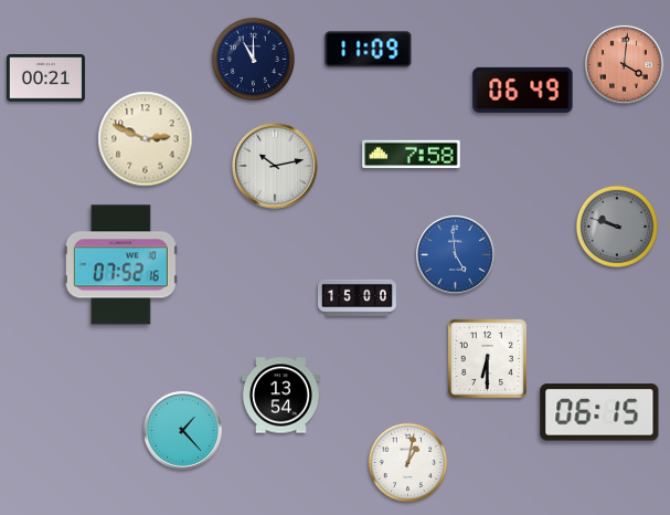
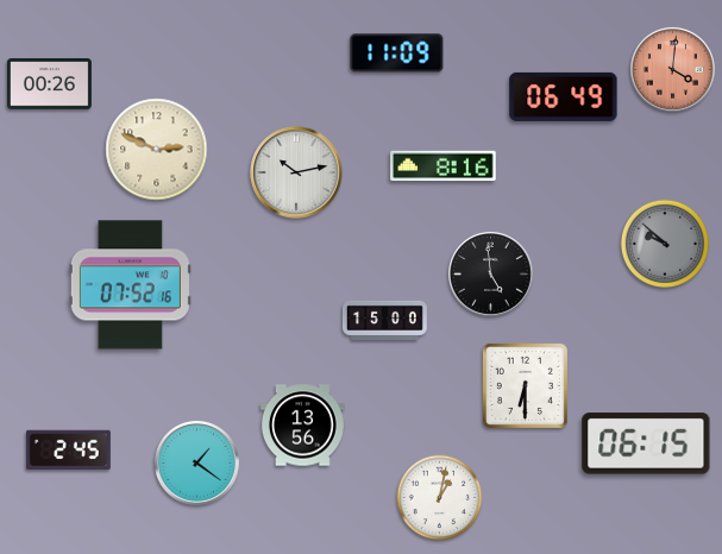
clock at (253, 59): 11:00 -> none
clock at (45, 78): 00:21 -> 00:26
clock at (412, 155): 7:58 -> 8:16
clock at (275, 166) position: (275, 166) -> (296, 172)
clock at (616, 225): 9:48 -> 9:52
clock at (455, 254) dial: blue -> black
clock at (280, 396): 13:54 -> 13:56
clock at (68, 451): none -> 2:45
clock at (182, 430): 1:23 -> 1:21
